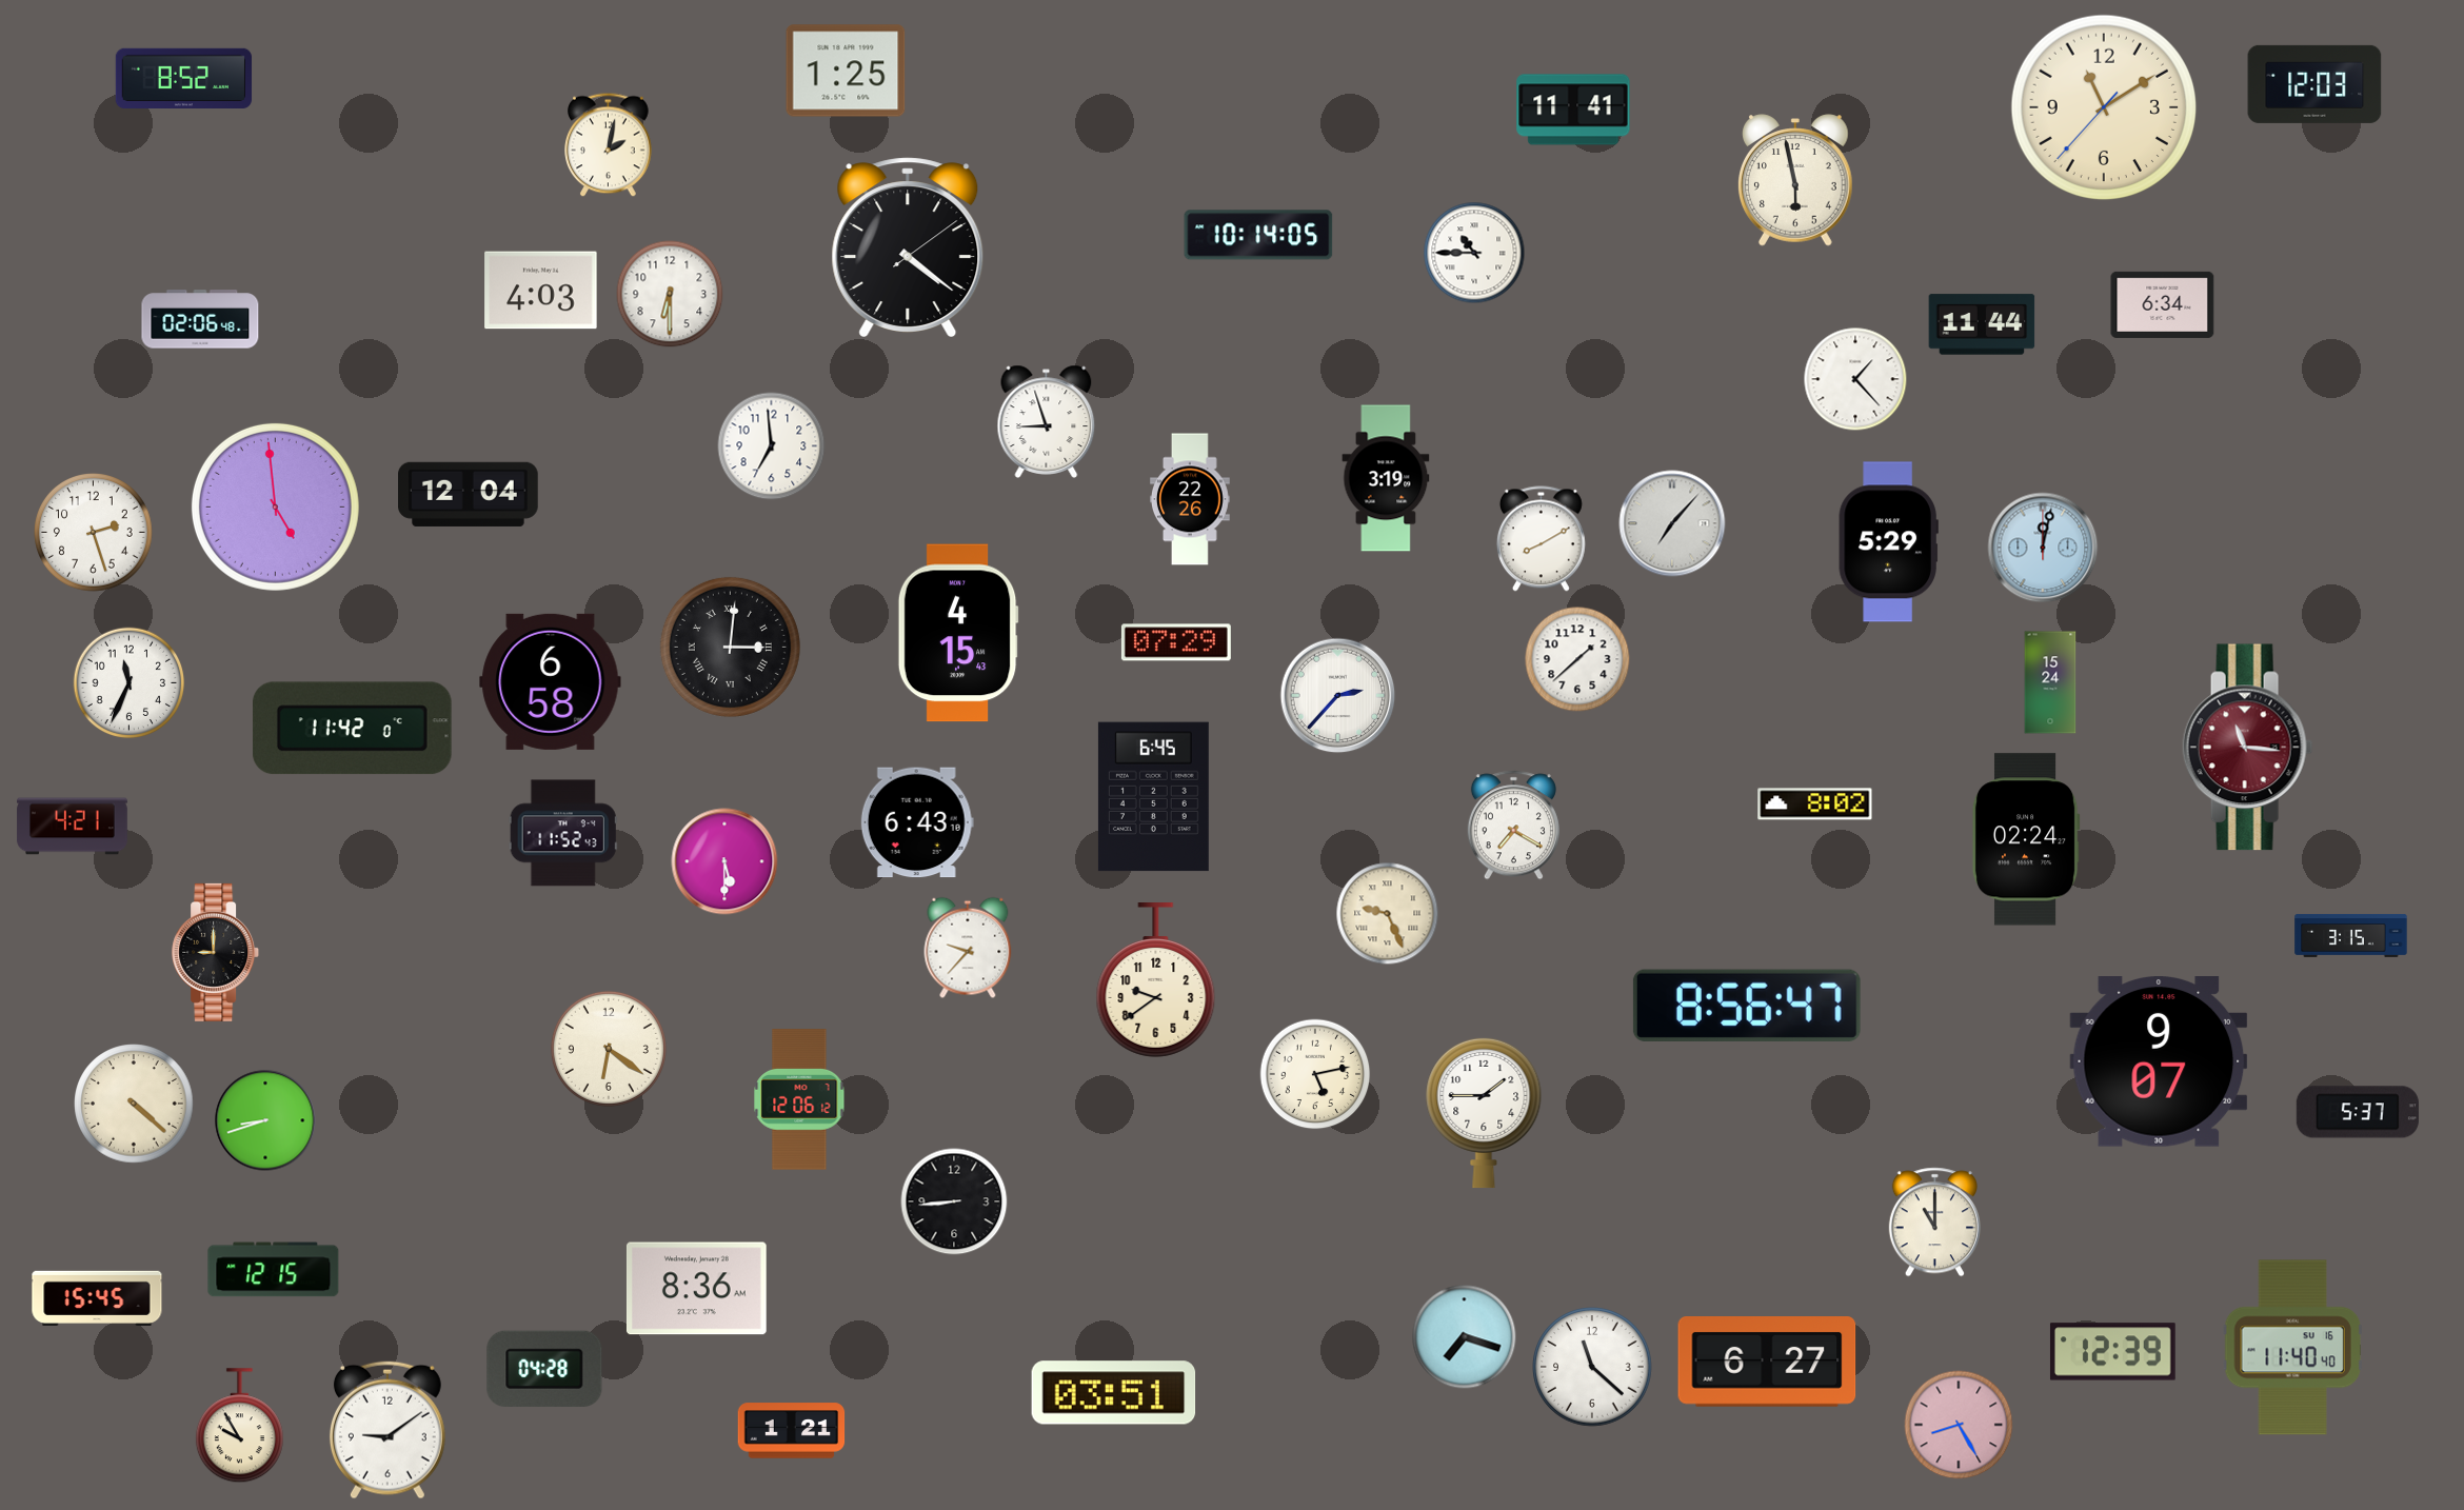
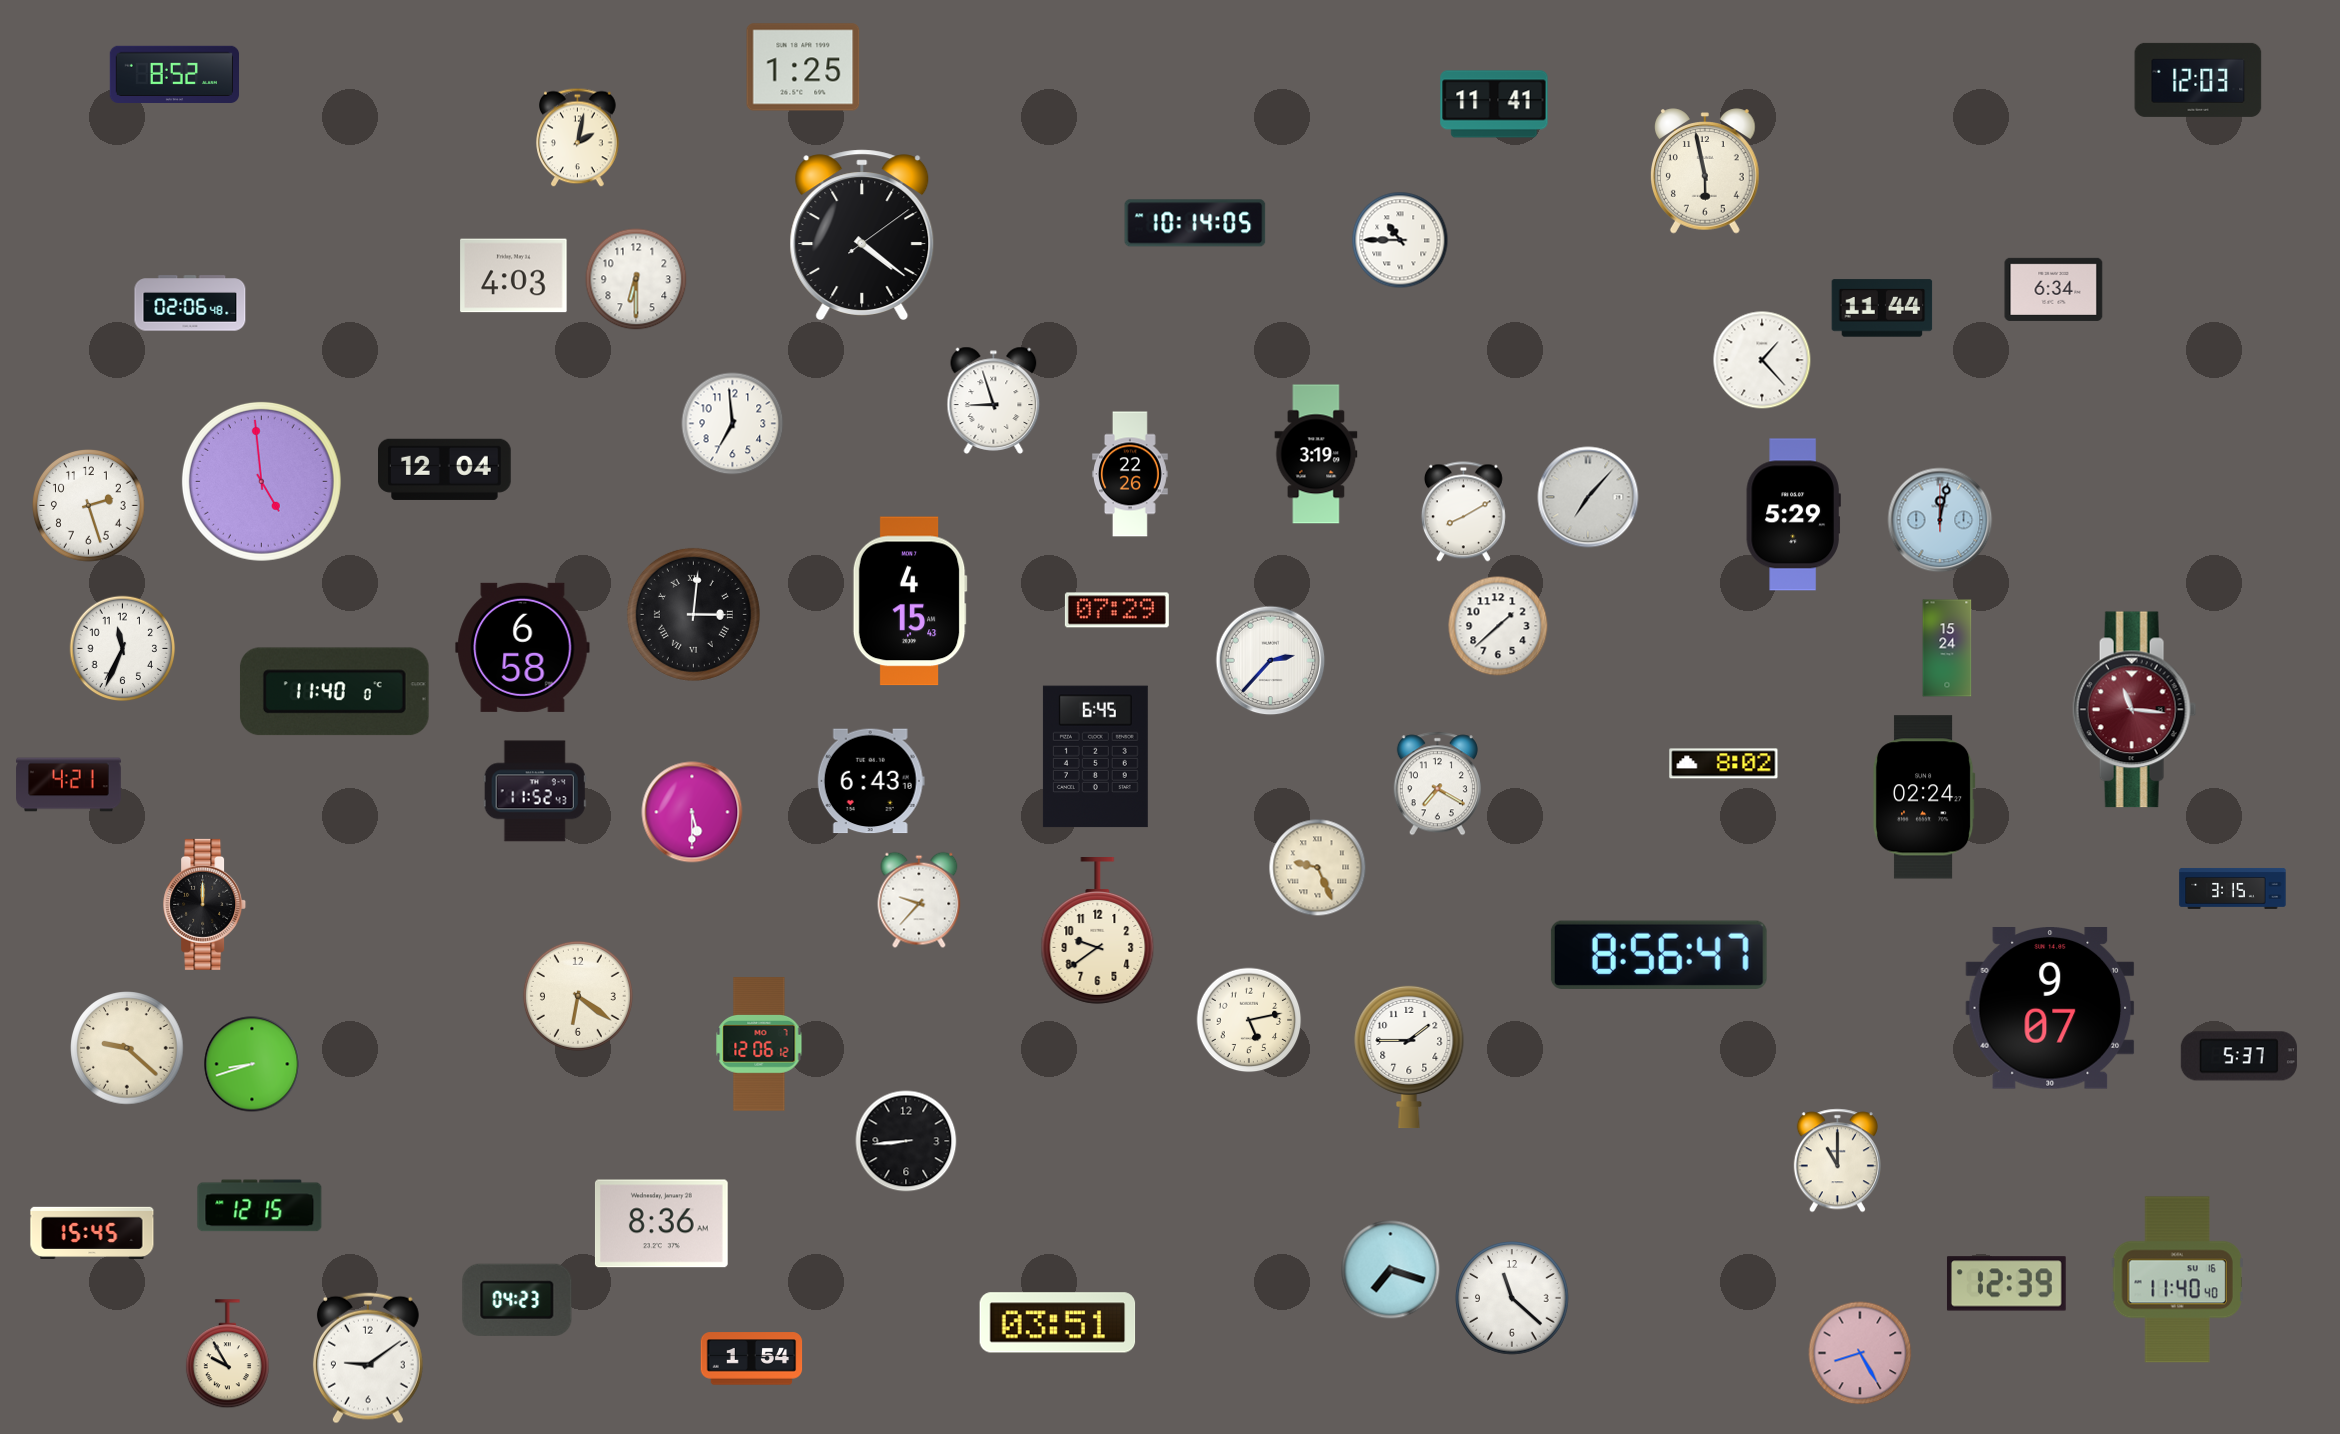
clock at (2104, 107): 11:09 -> none
clock at (352, 729): 11:42 -> 11:40
clock at (724, 861) position: (724, 861) -> (692, 812)
clock at (216, 952): 9:00 -> 12:00
clock at (134, 1104): 4:22 -> 9:22
clock at (1767, 1362): 6:27 -> none
clock at (544, 1369): 04:28 -> 04:23
clock at (792, 1431): 1:21 -> 1:54
